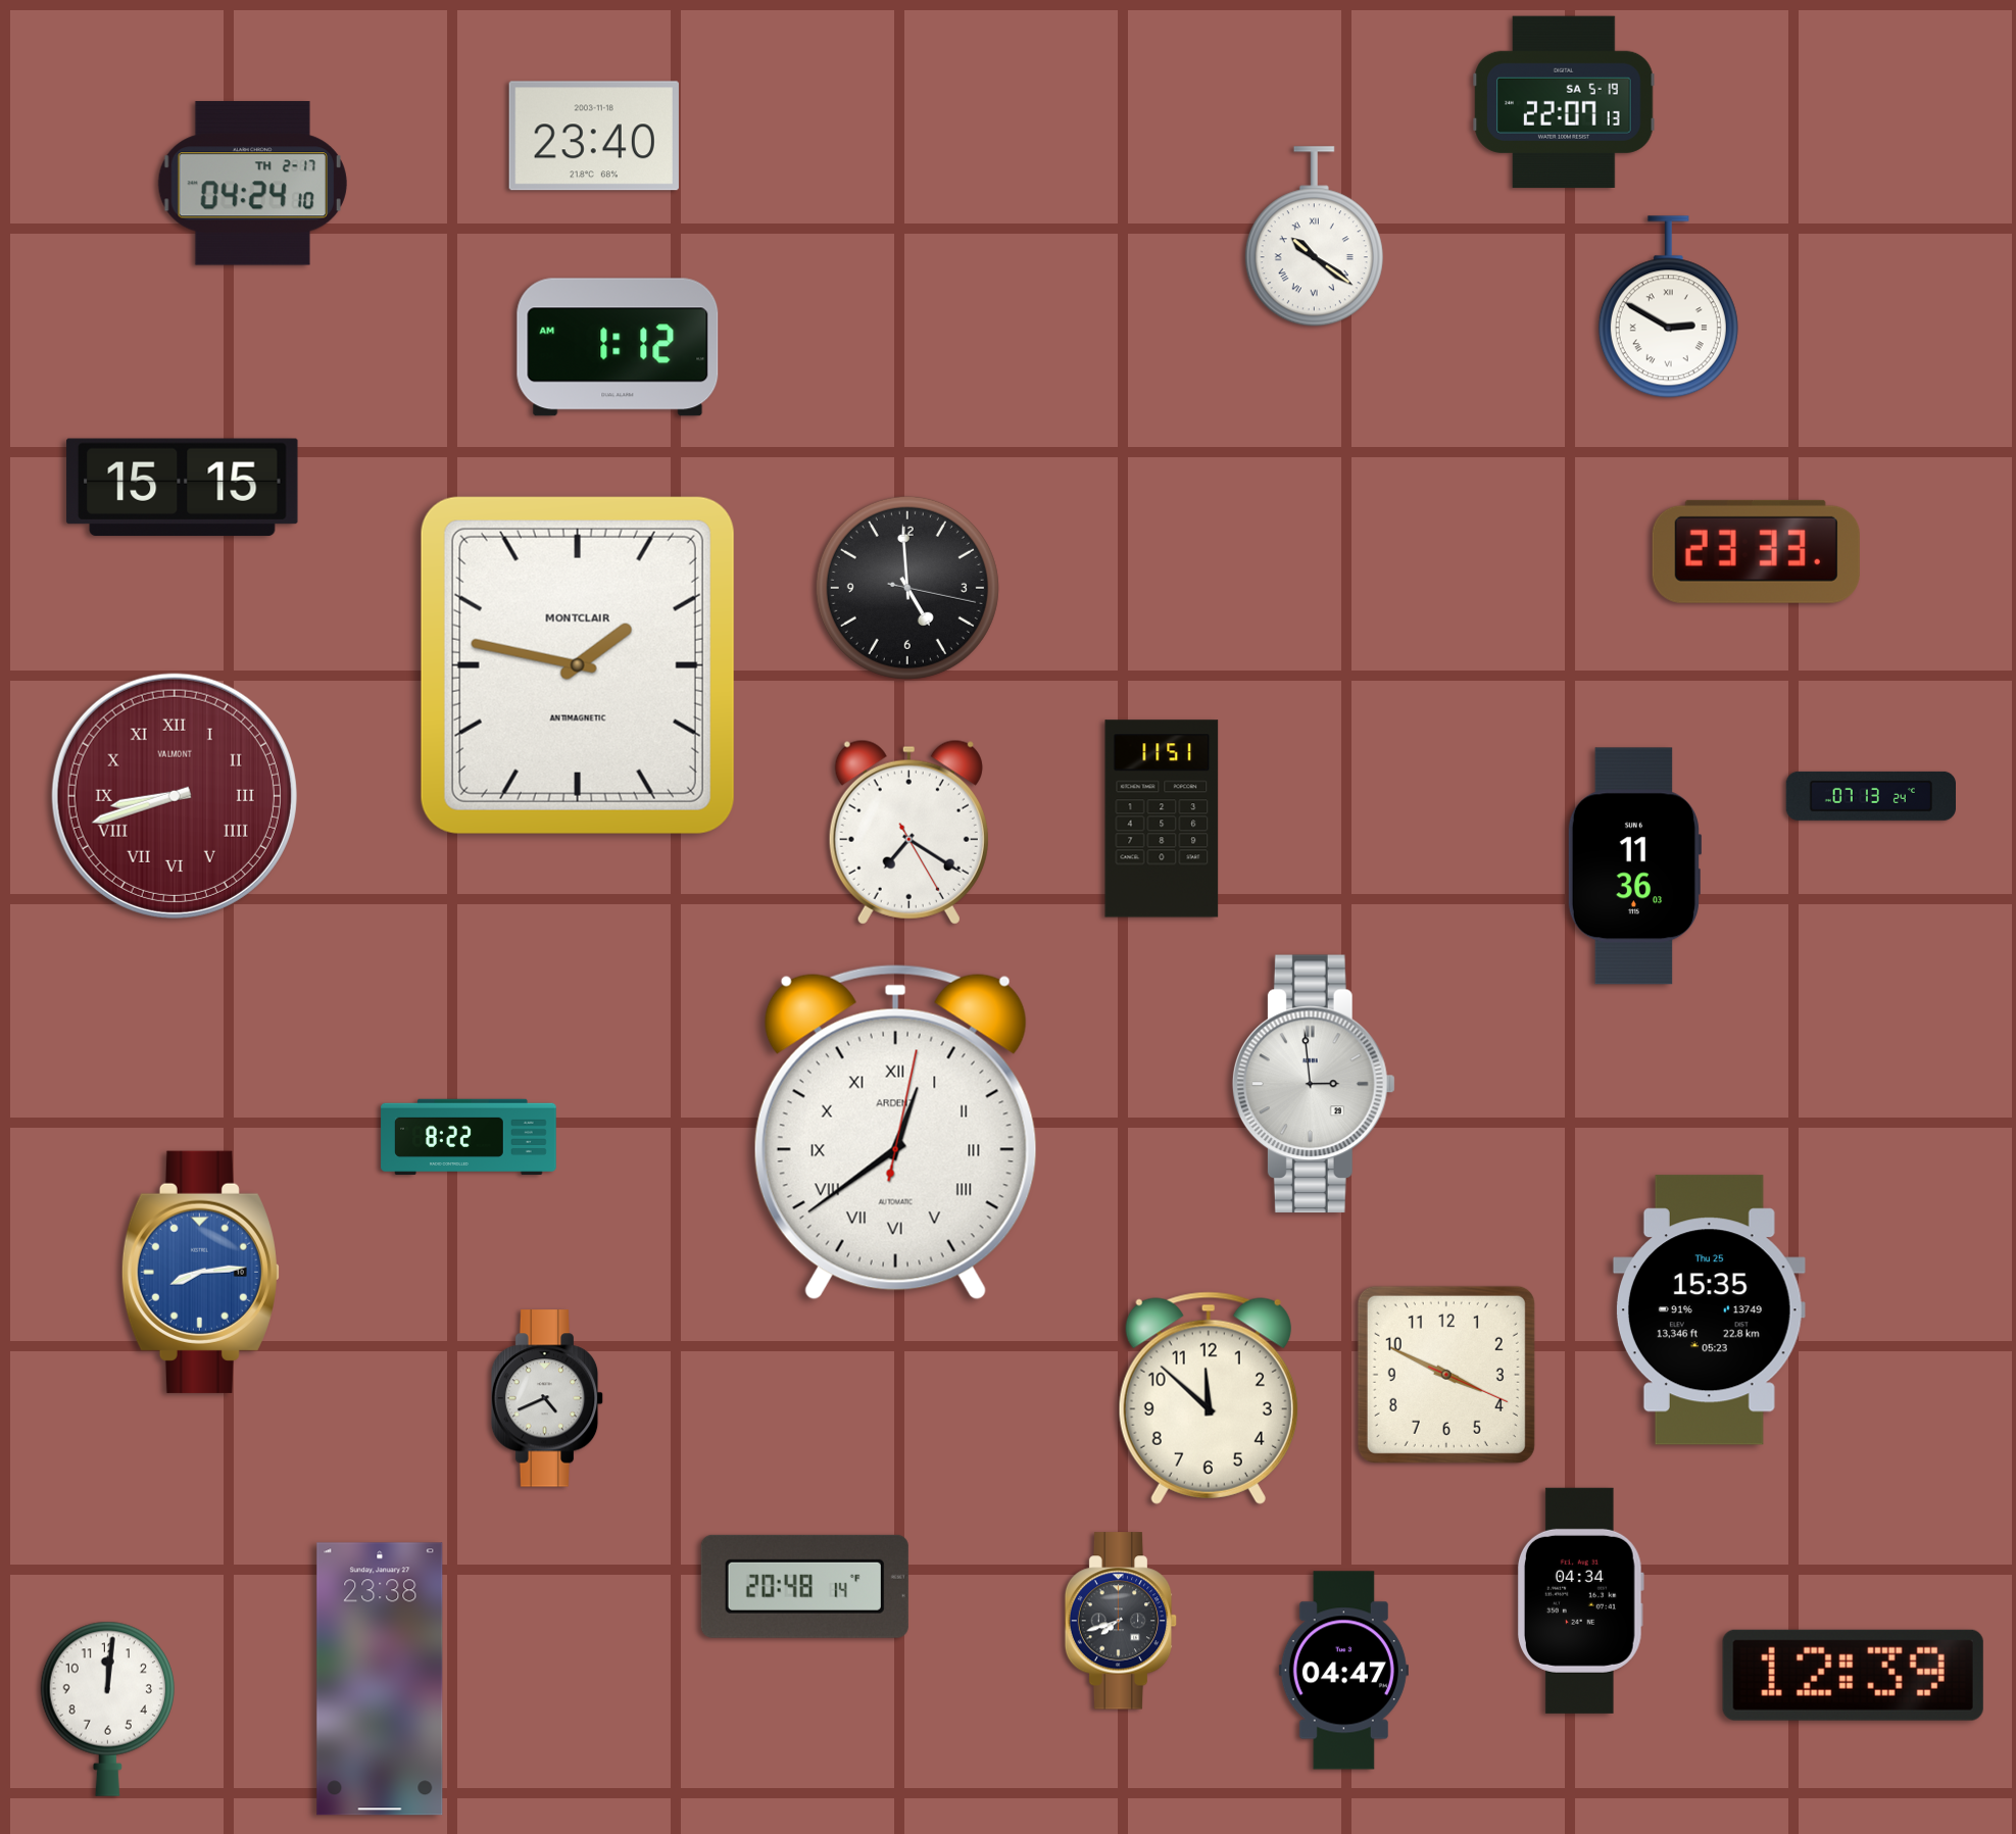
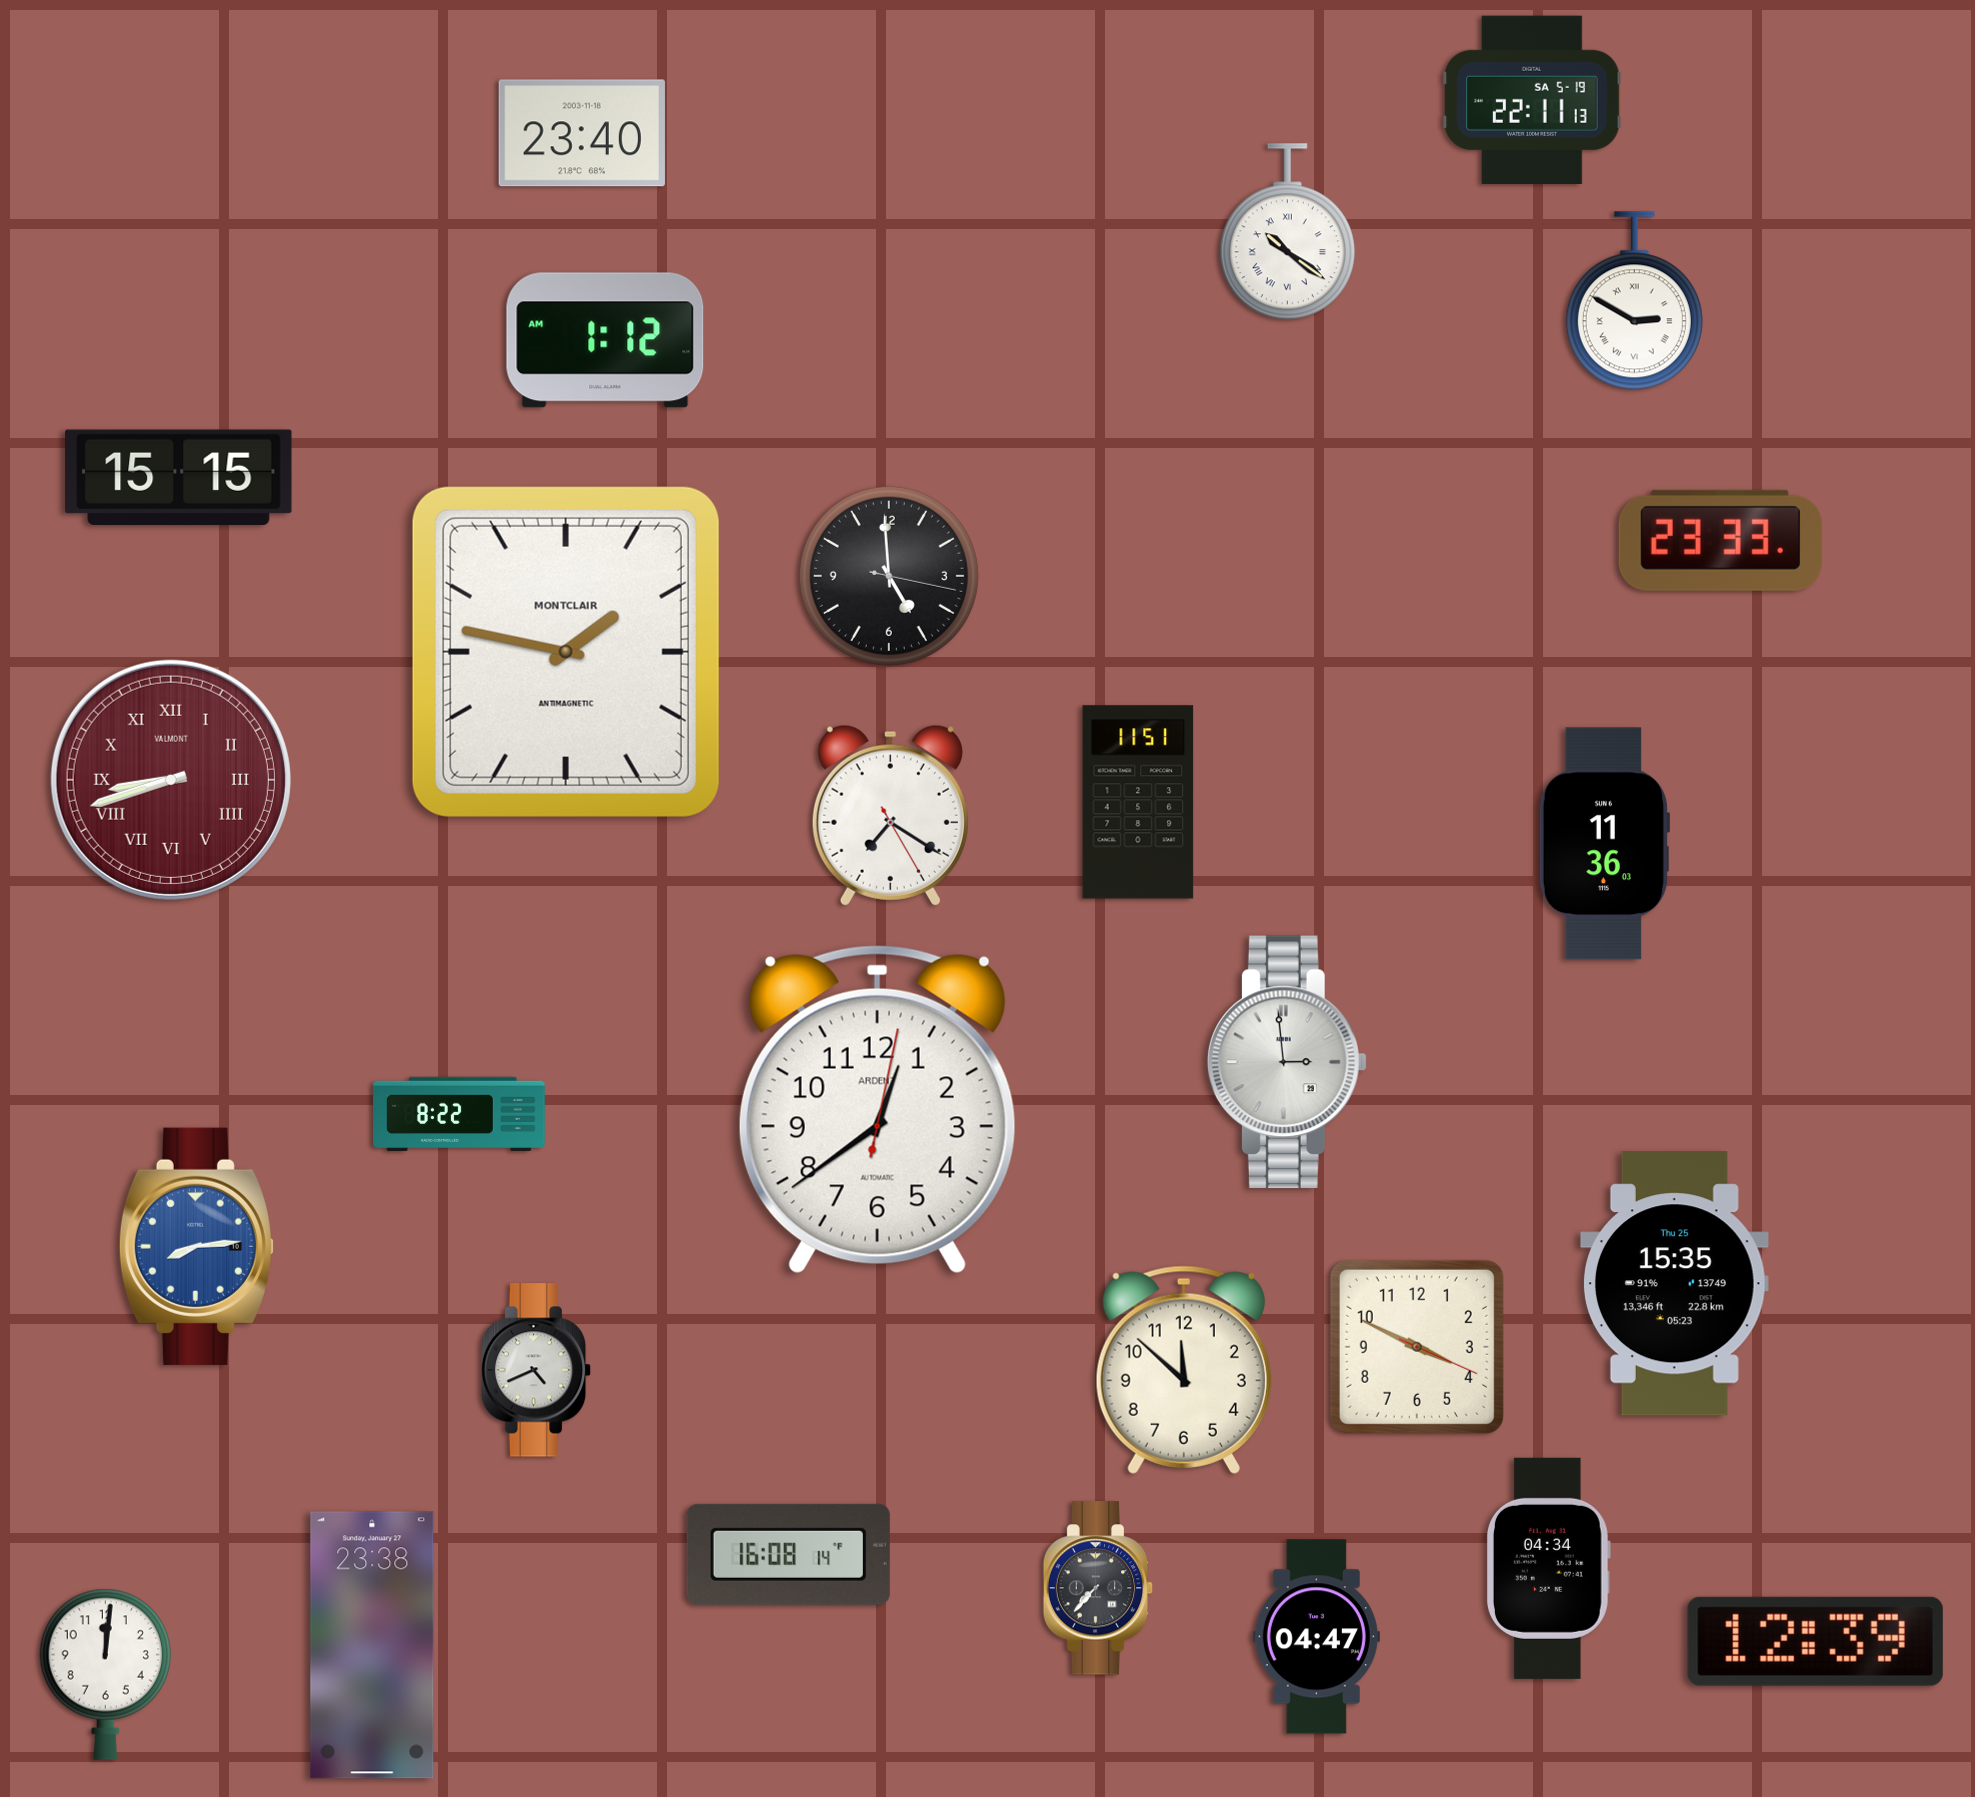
clock at (1564, 101): 22:07 -> 22:11
clock at (252, 184): 04:24 -> none
clock at (1870, 796): 07:13 -> none
clock at (1634, 866) position: (1634, 866) -> (1604, 844)
clock at (895, 1132) numerals: Roman -> Arabic
clock at (804, 1586): 20:48 -> 16:08
clock at (1121, 1621): 7:42 -> 7:37
